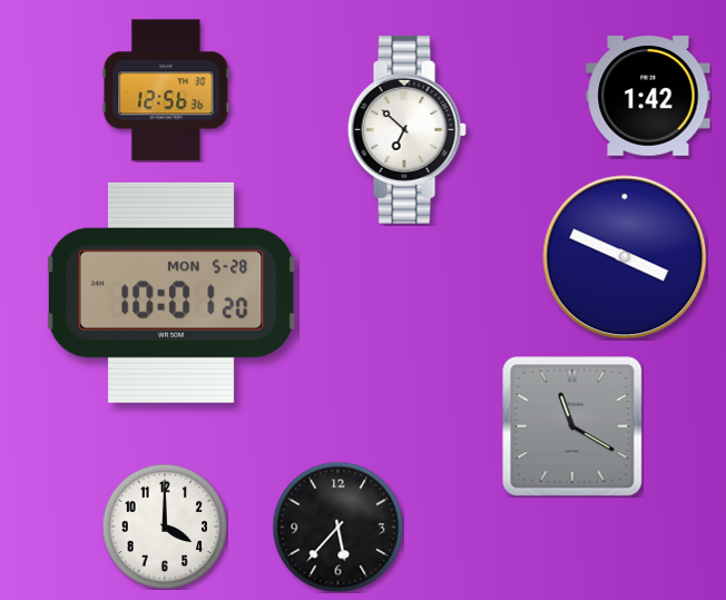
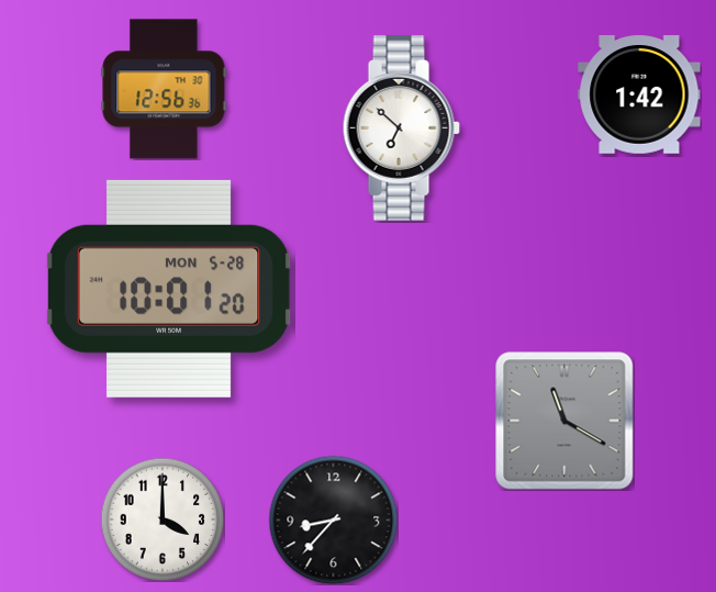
clock at (625, 257): 3:49 -> none
clock at (337, 527): 5:37 -> 8:37
